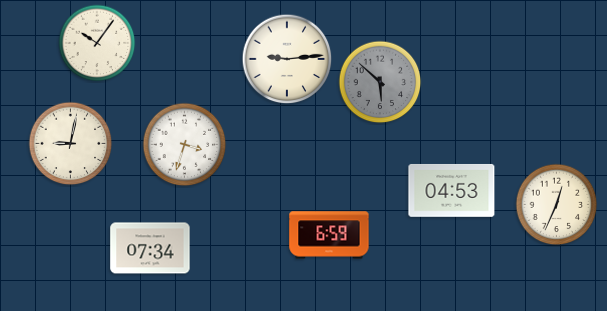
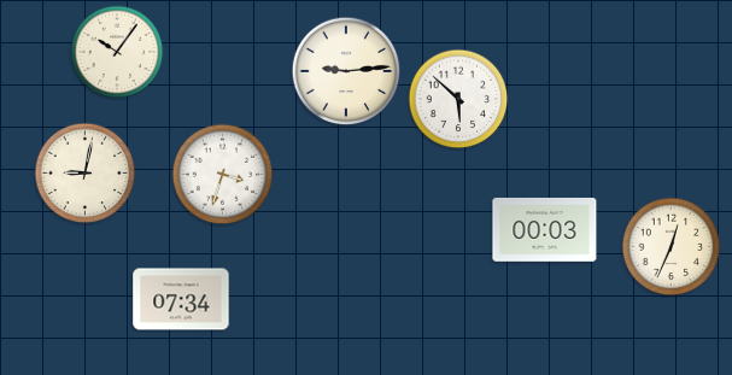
clock at (380, 82) dial: grey -> white
clock at (452, 190): 04:53 -> 00:03
clock at (329, 235): 6:59 -> none
